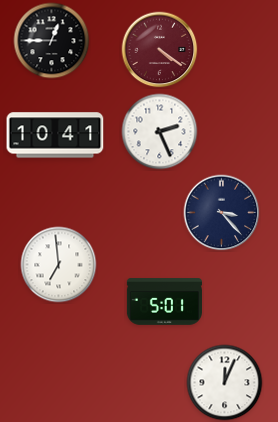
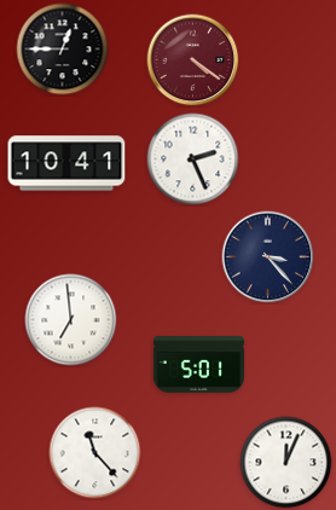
clock at (95, 453): none -> 11:23
clock at (225, 383) position: (225, 383) -> (286, 463)
